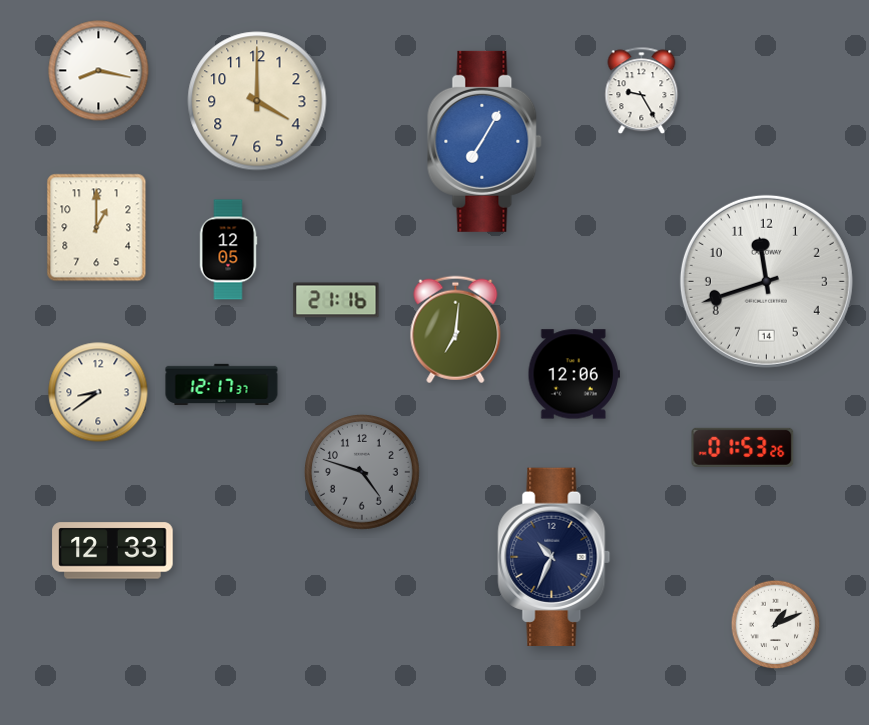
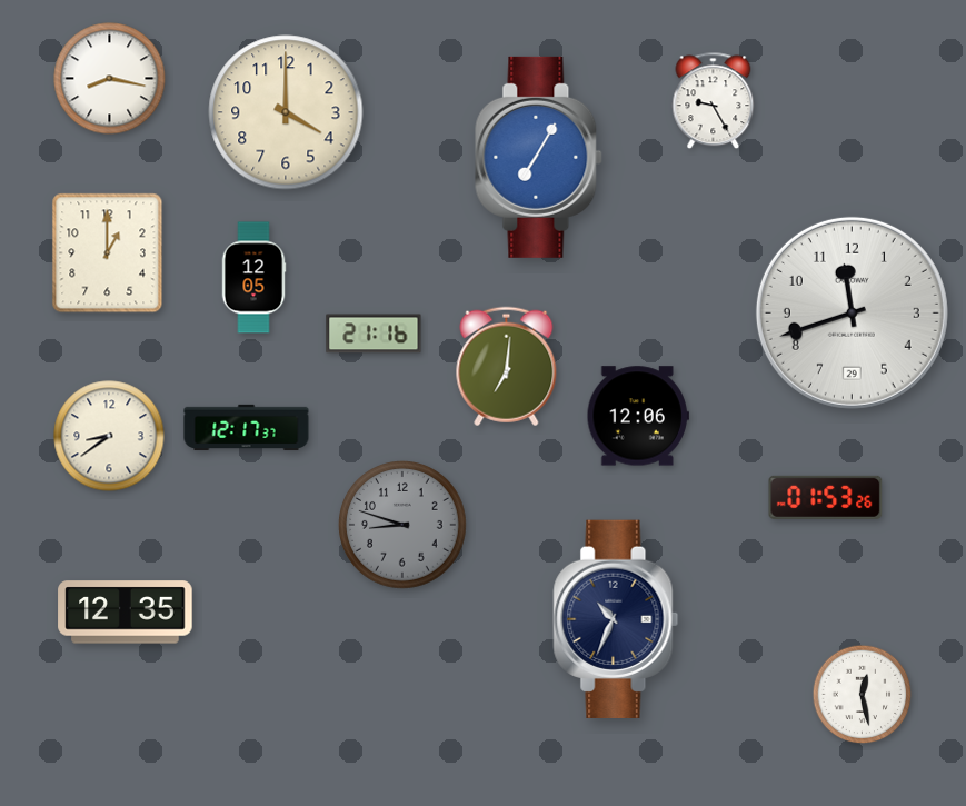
clock at (766, 281) date: 14 -> 29
clock at (363, 473): 4:48 -> 8:48
clock at (113, 551): 12:33 -> 12:35
clock at (776, 625): 1:11 -> 12:28
